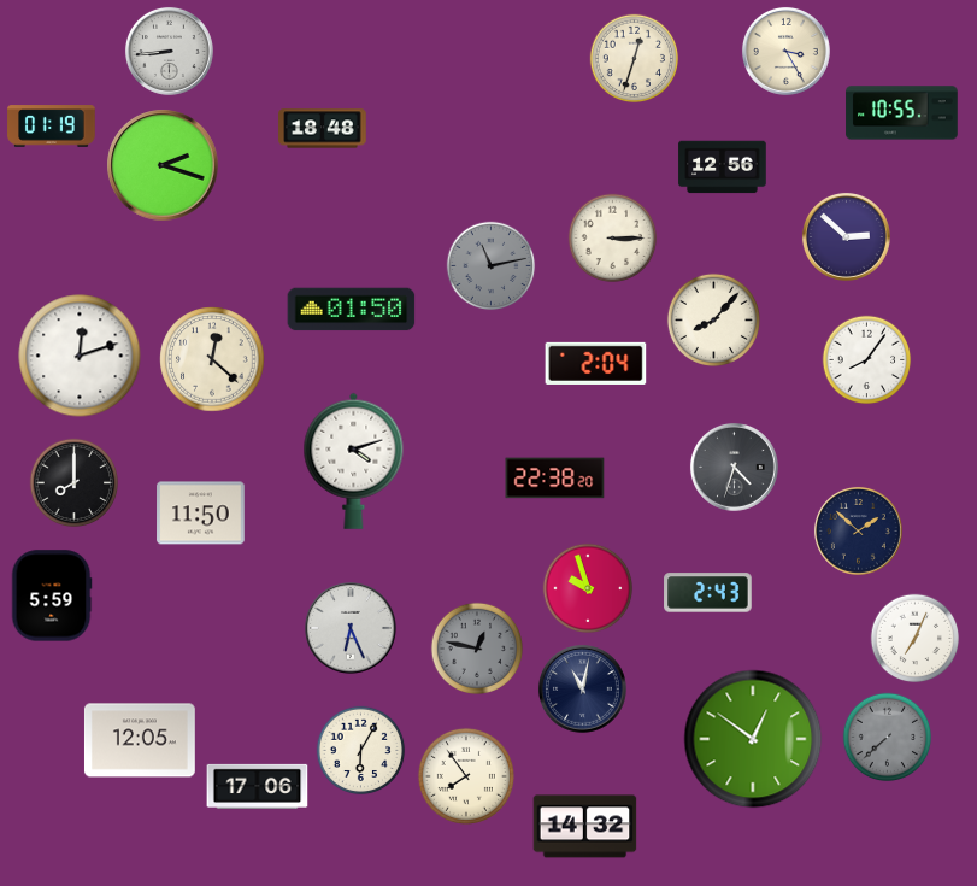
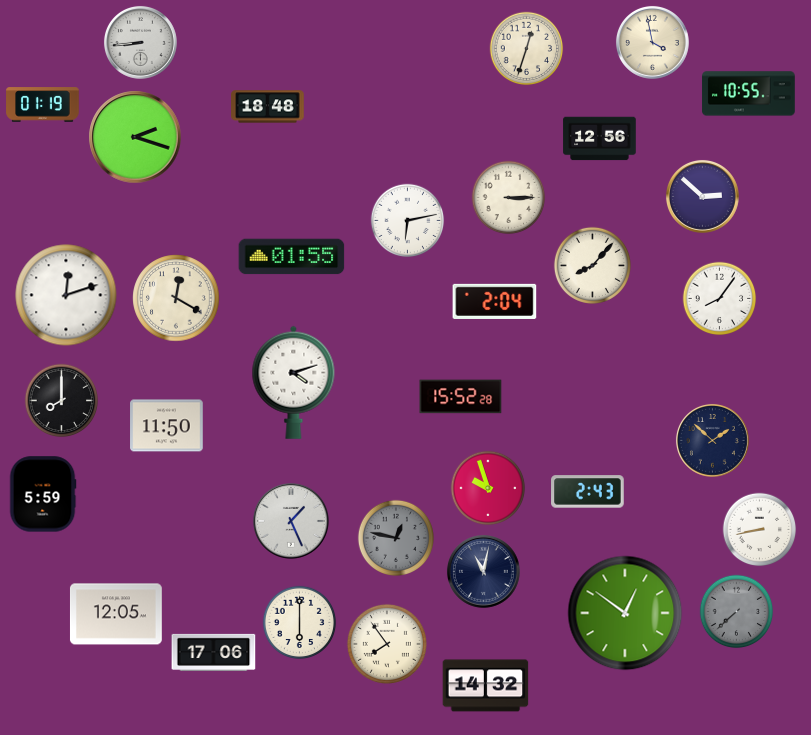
clock at (785, 51): 3:25 -> 3:58
clock at (492, 266): 11:13 -> 6:13
clock at (492, 266) dial: grey -> white
clock at (352, 310): 01:50 -> 01:55
clock at (212, 359): 12:22 -> 12:20
clock at (734, 467): 4:33 -> none
clock at (555, 479): 22:38 -> 15:52
clock at (352, 629): 6:26 -> 1:26
clock at (916, 639): 7:04 -> 8:43
clock at (361, 751): 6:05 -> 6:00
